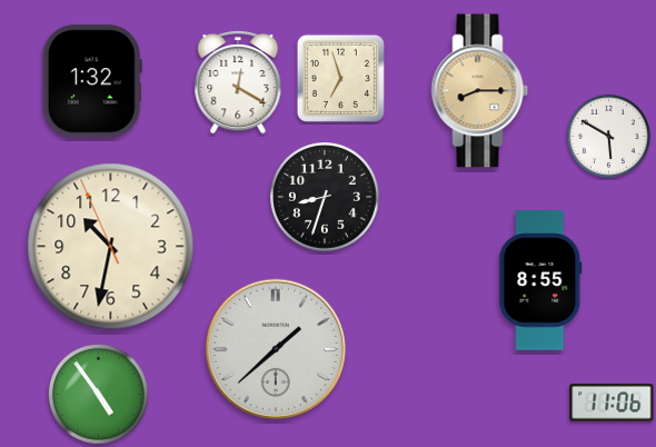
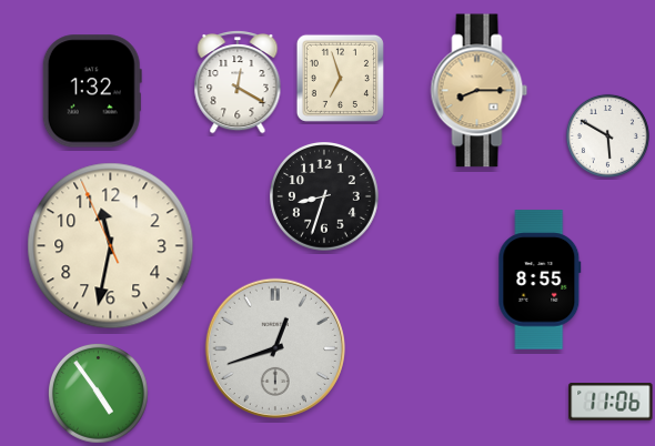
clock at (92, 81) position: (92, 81) -> (92, 91)
clock at (111, 247): 10:31 -> 11:31
clock at (276, 349): 1:38 -> 12:42
